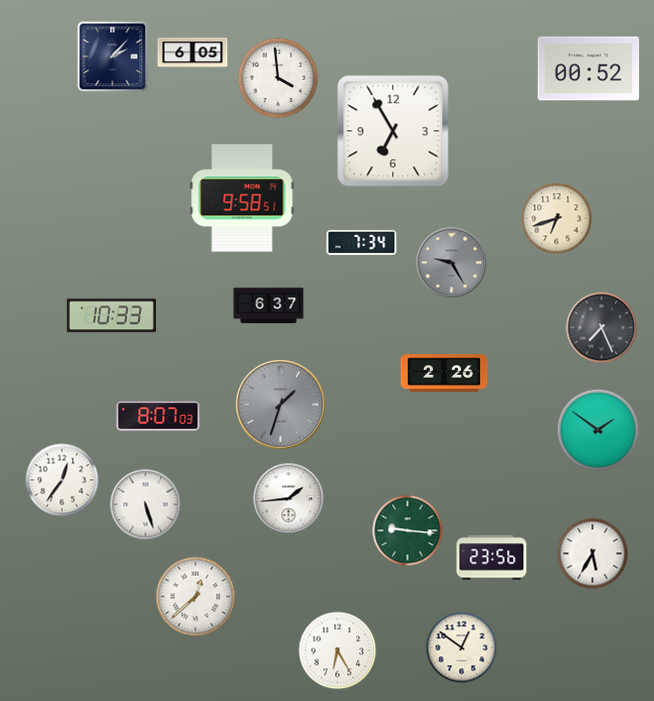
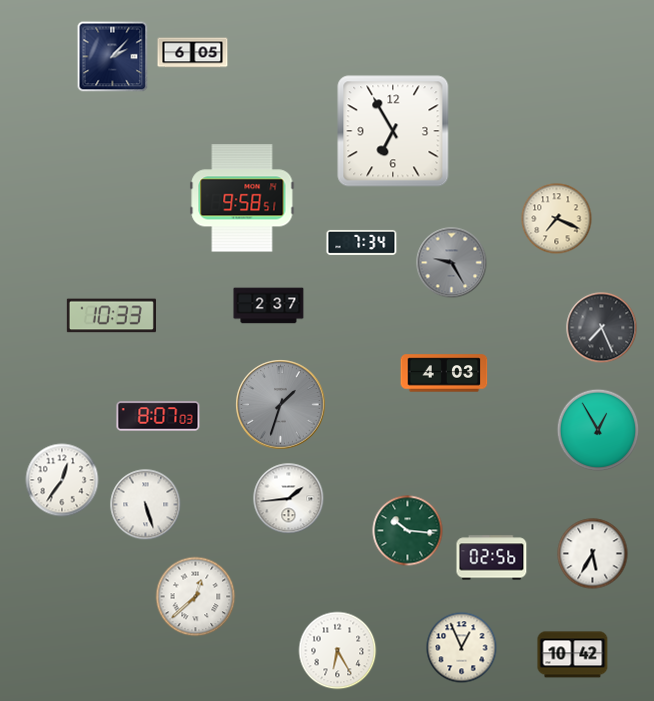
clock at (589, 69): 00:52 -> none
clock at (278, 78): 3:59 -> none
clock at (557, 219): 6:42 -> 7:19
clock at (269, 306): 6:37 -> 2:37
clock at (444, 373): 2:26 -> 4:03
clock at (598, 430): 1:51 -> 12:55
clock at (408, 531): 9:16 -> 10:16
clock at (492, 558): 23:56 -> 02:56
clock at (462, 648): 12:51 -> 12:56
clock at (573, 655): none -> 10:42
